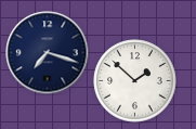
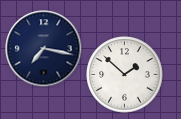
clock at (48, 53): 7:18 -> 7:17
